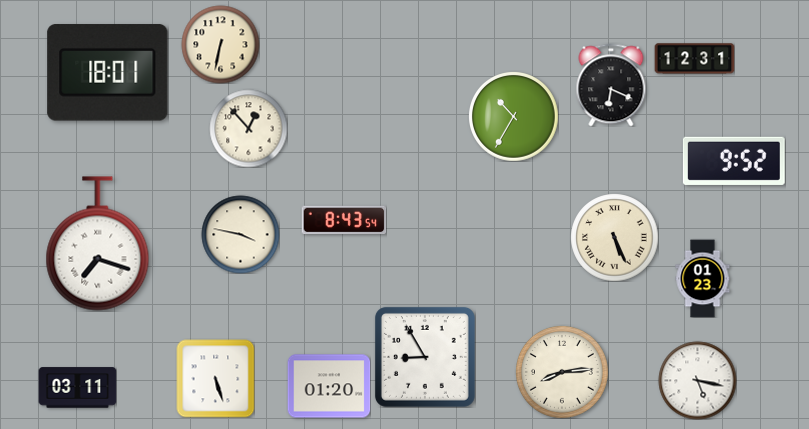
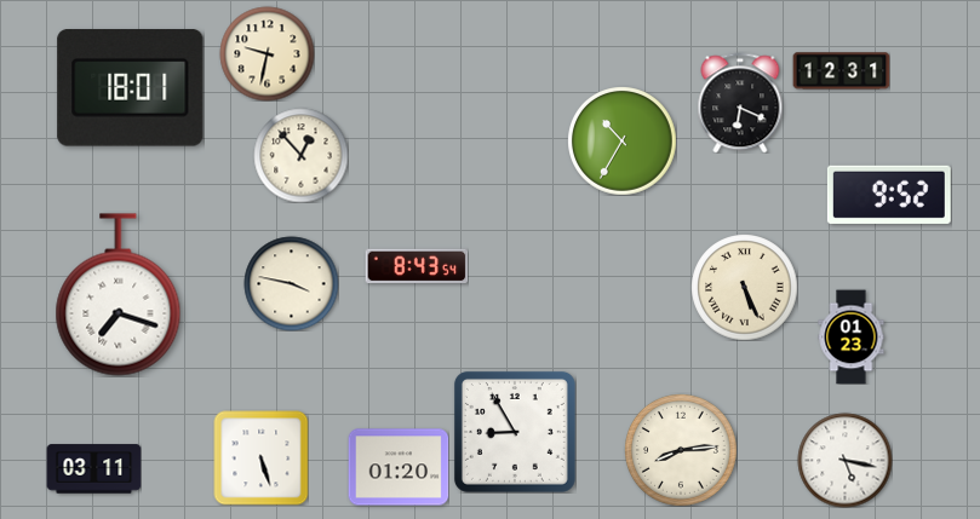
clock at (220, 44): 6:32 -> 9:32
